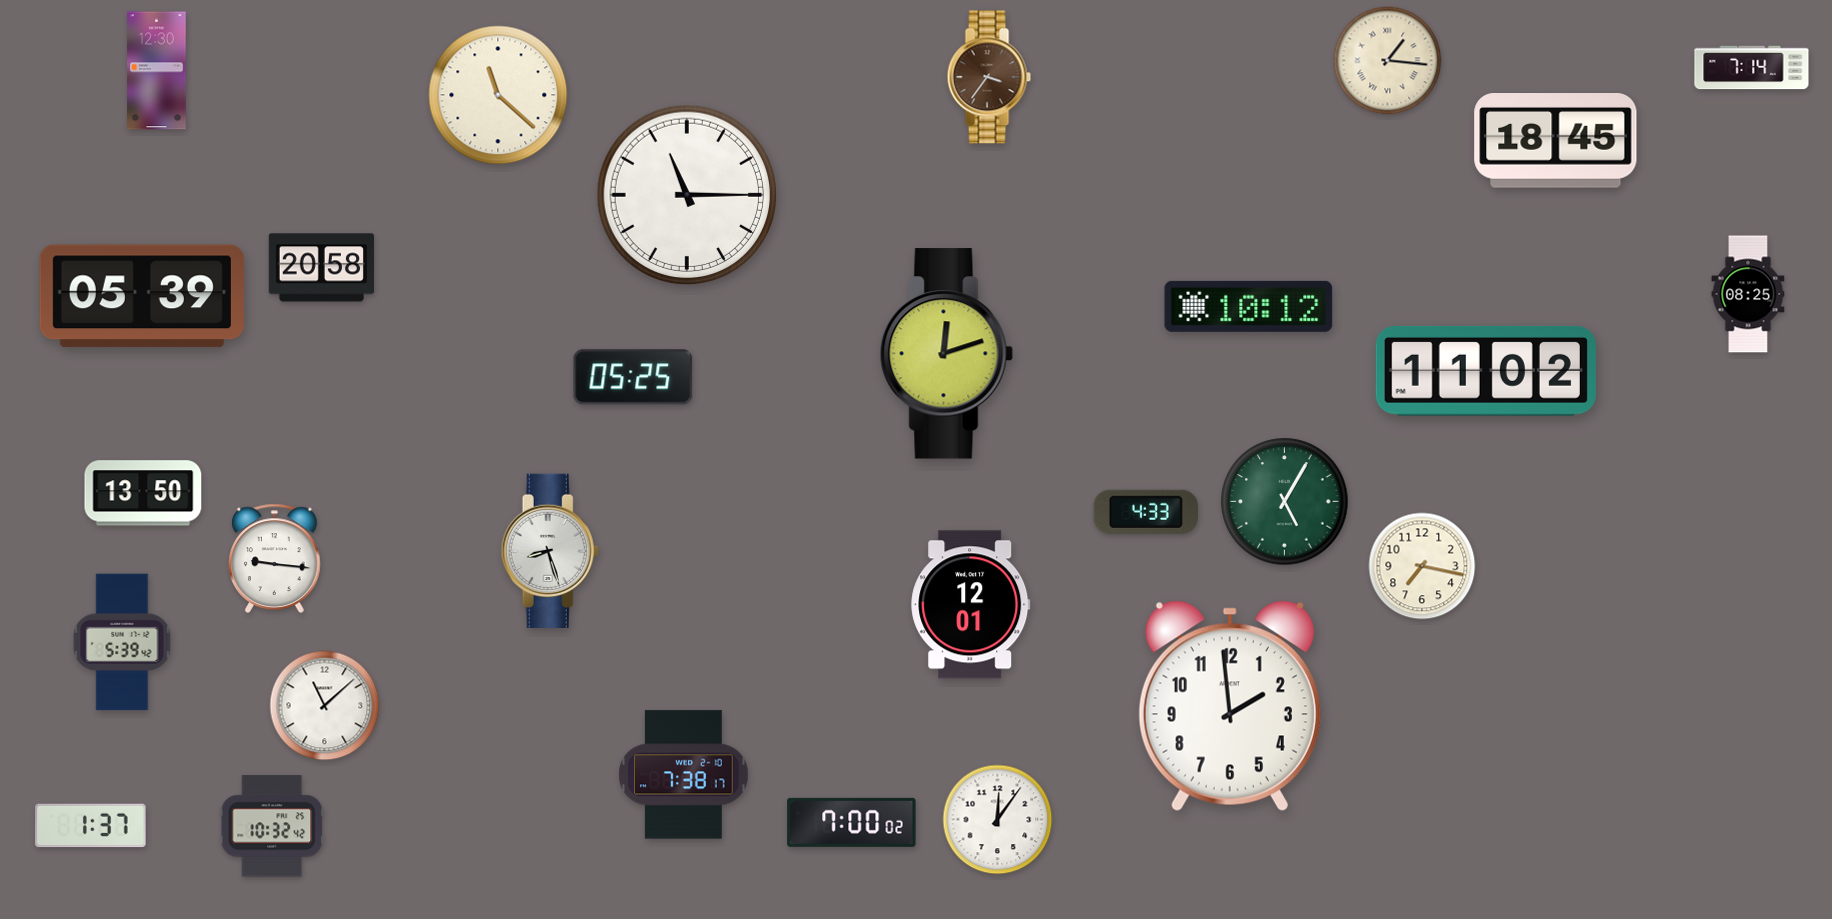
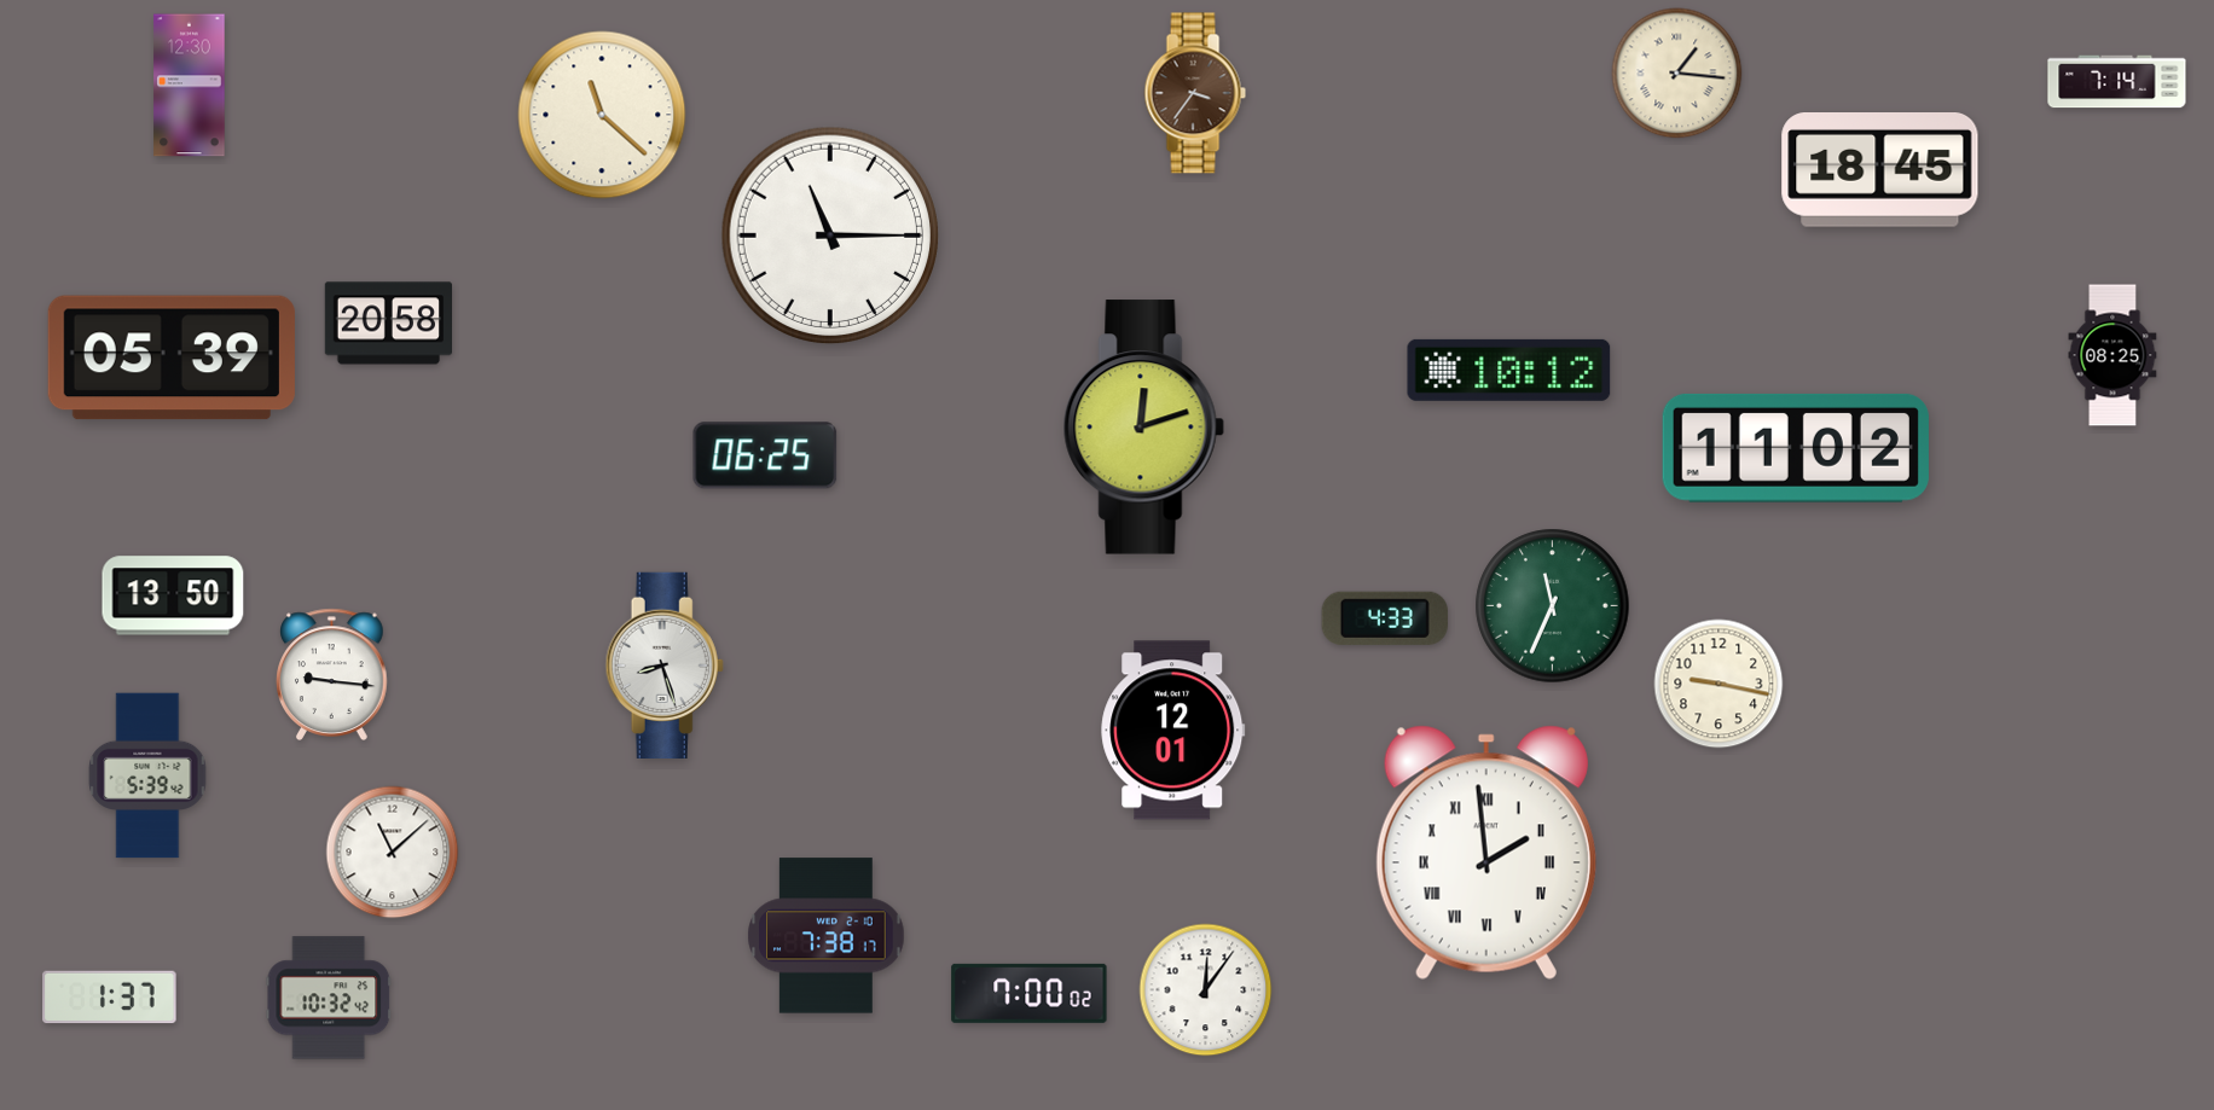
clock at (633, 377): 05:25 -> 06:25
clock at (1285, 502): 5:05 -> 11:34
clock at (1422, 566): 7:17 -> 9:17
clock at (1230, 706) numerals: Arabic -> Roman
